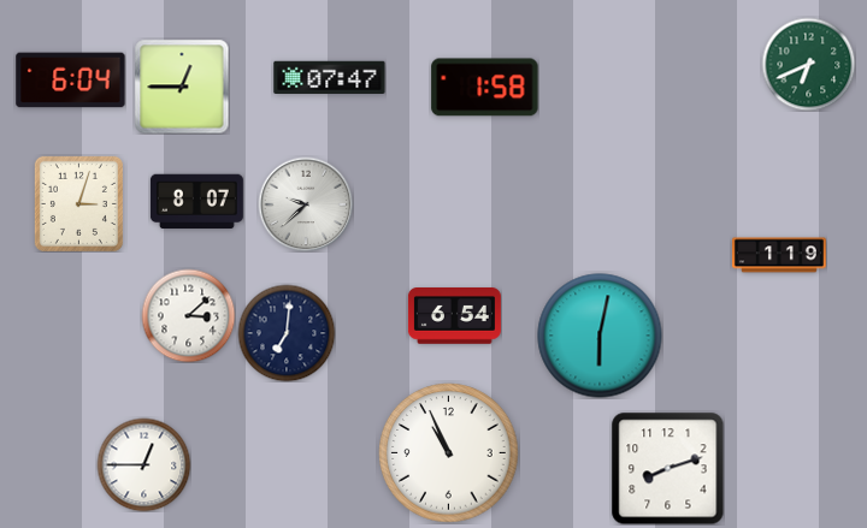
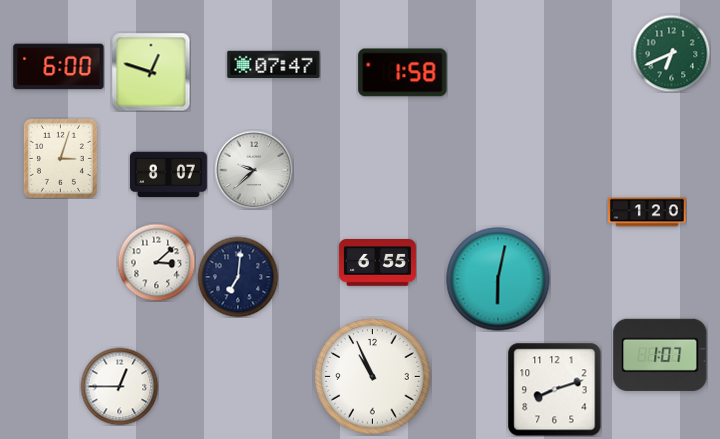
clock at (71, 81): 6:04 -> 6:00
clock at (182, 87): 12:45 -> 12:48
clock at (196, 202) position: (196, 202) -> (168, 175)
clock at (78, 203) position: (78, 203) -> (60, 158)
clock at (779, 255): 1:19 -> 1:20
clock at (454, 316): 6:54 -> 6:55
clock at (660, 355): none -> 1:07
